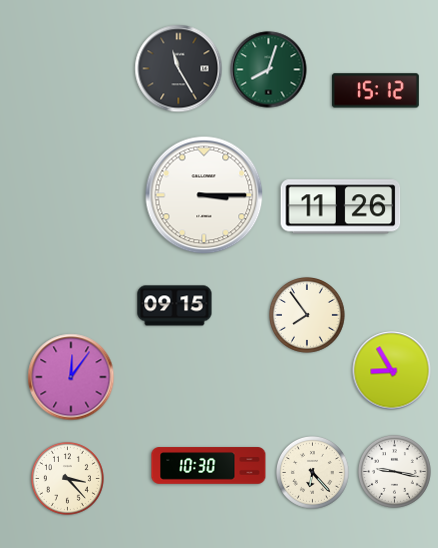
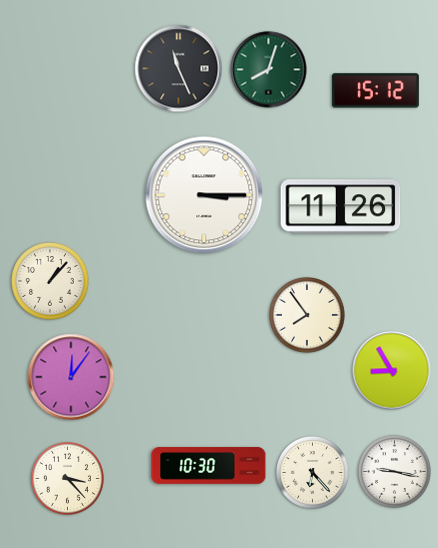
clock at (179, 69): 11:25 -> 11:26
clock at (50, 281): none -> 1:07
clock at (175, 306): 09:15 -> none
